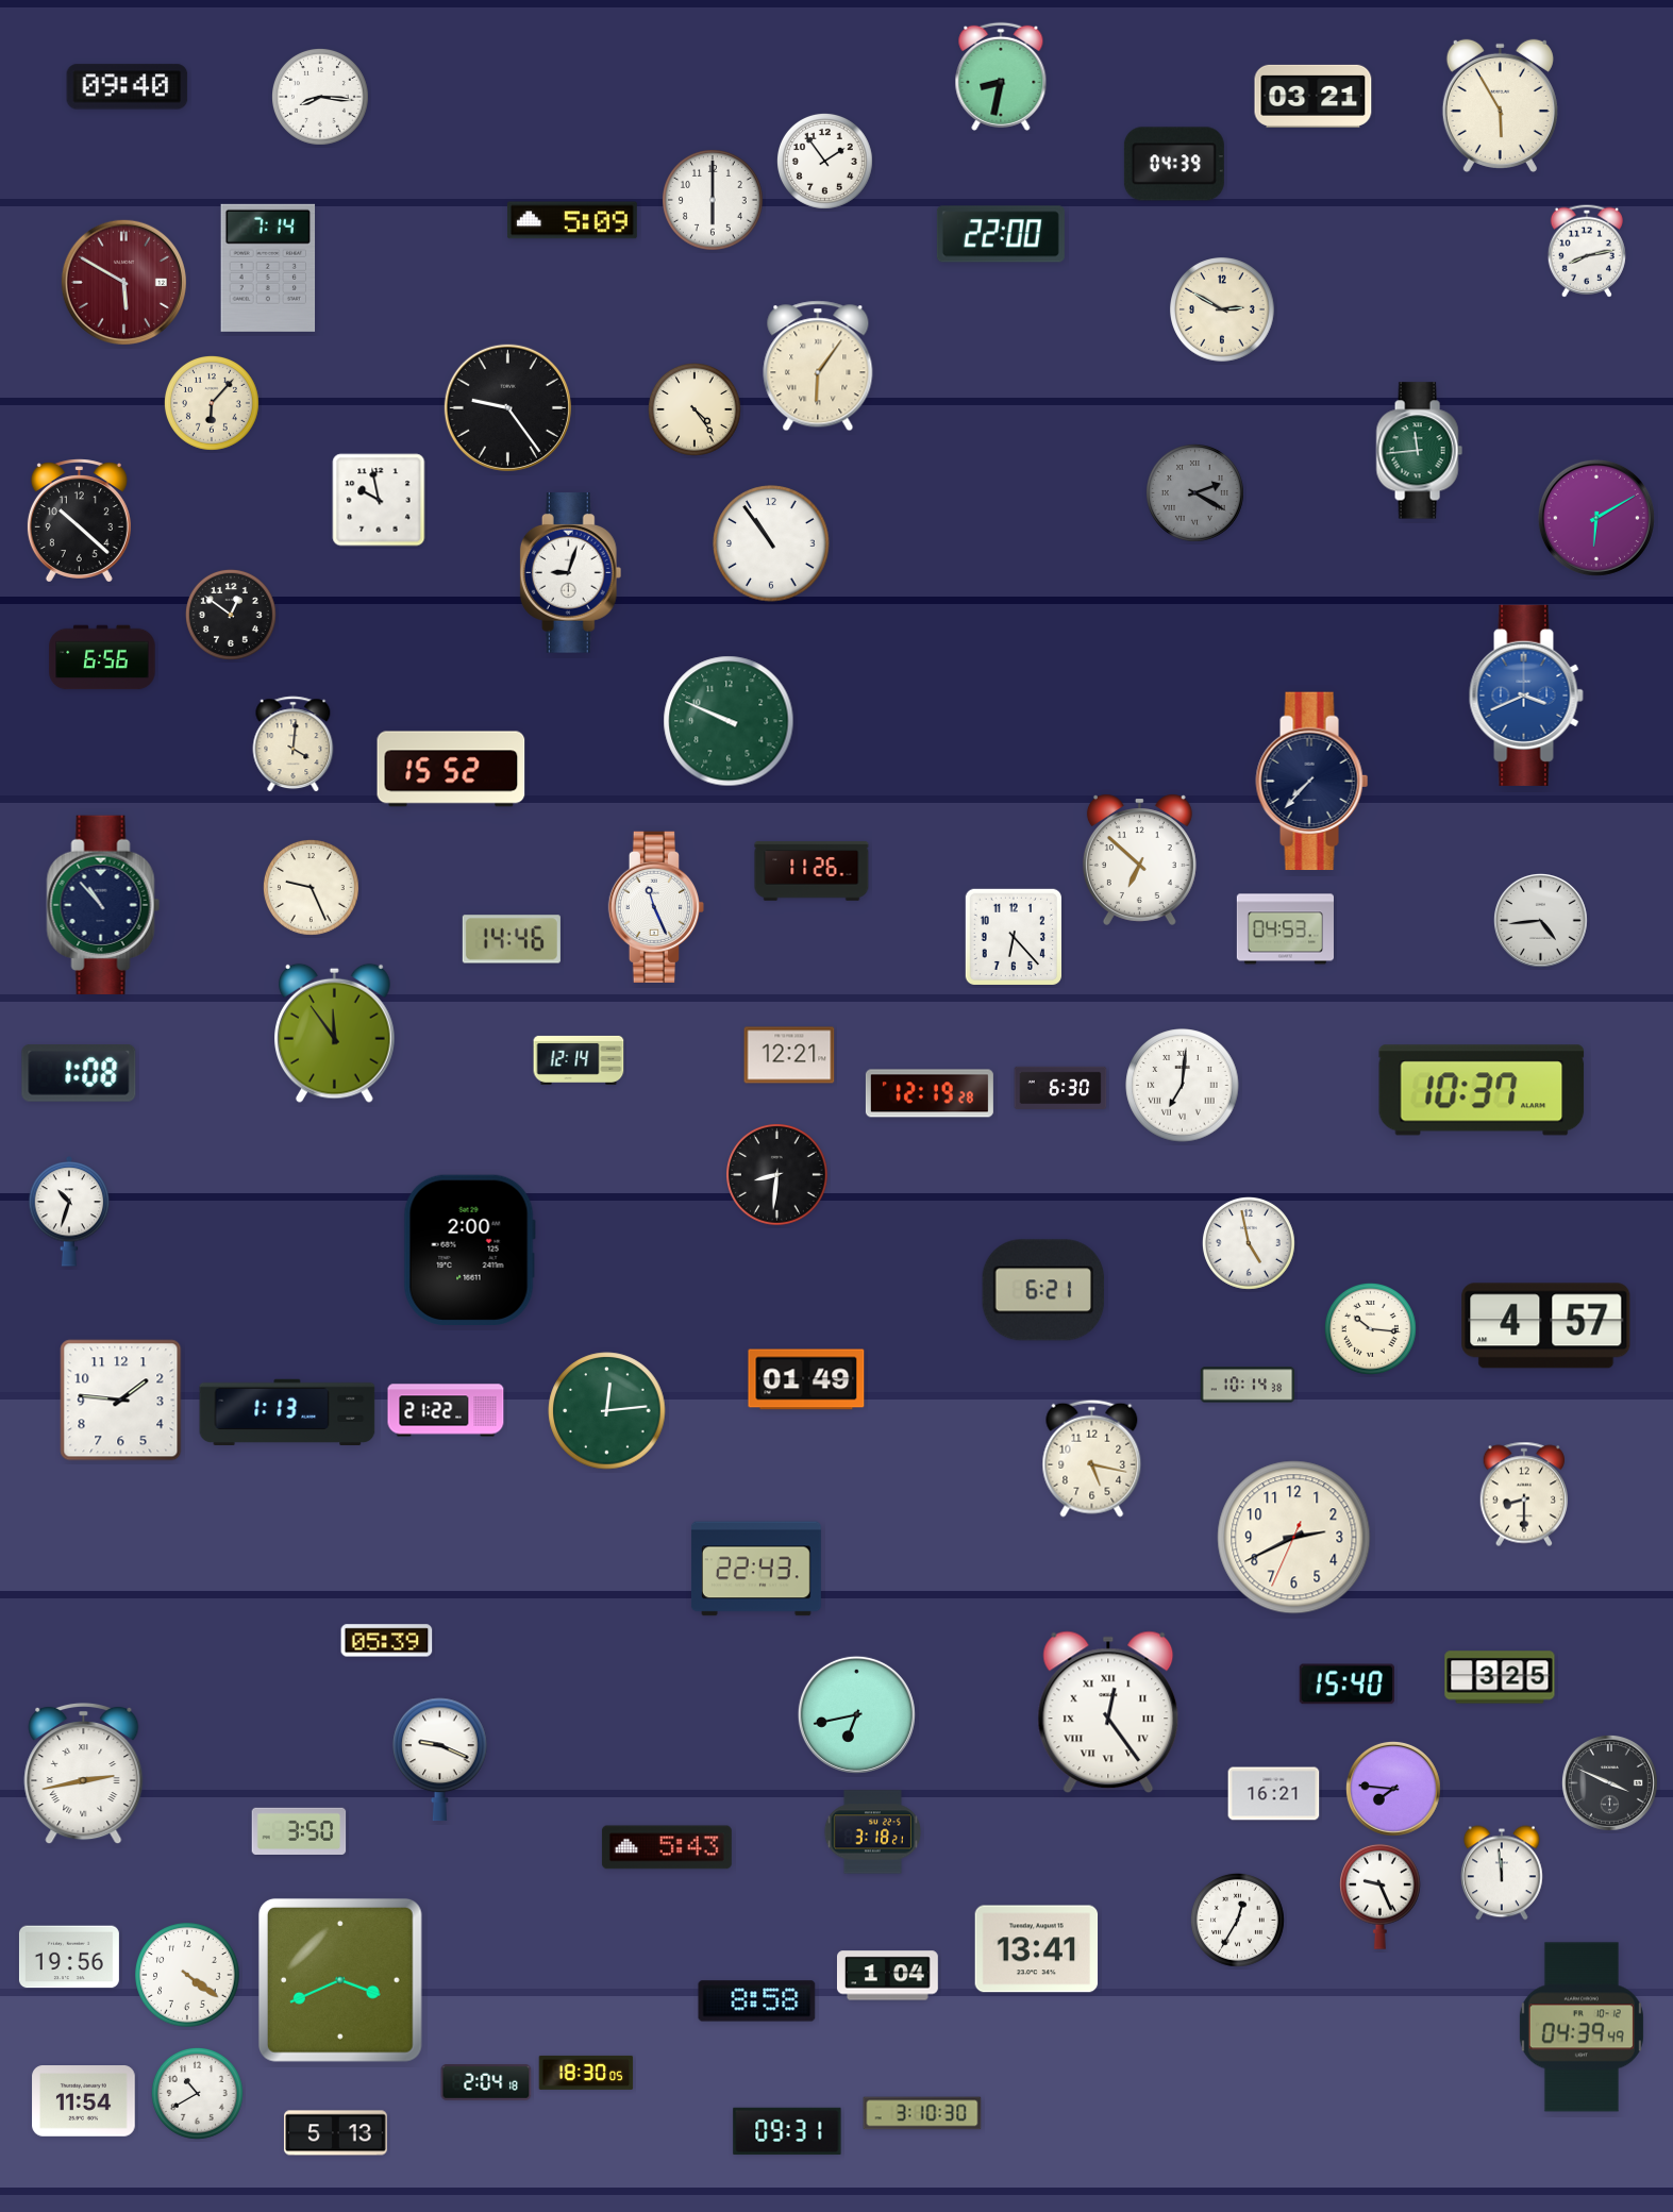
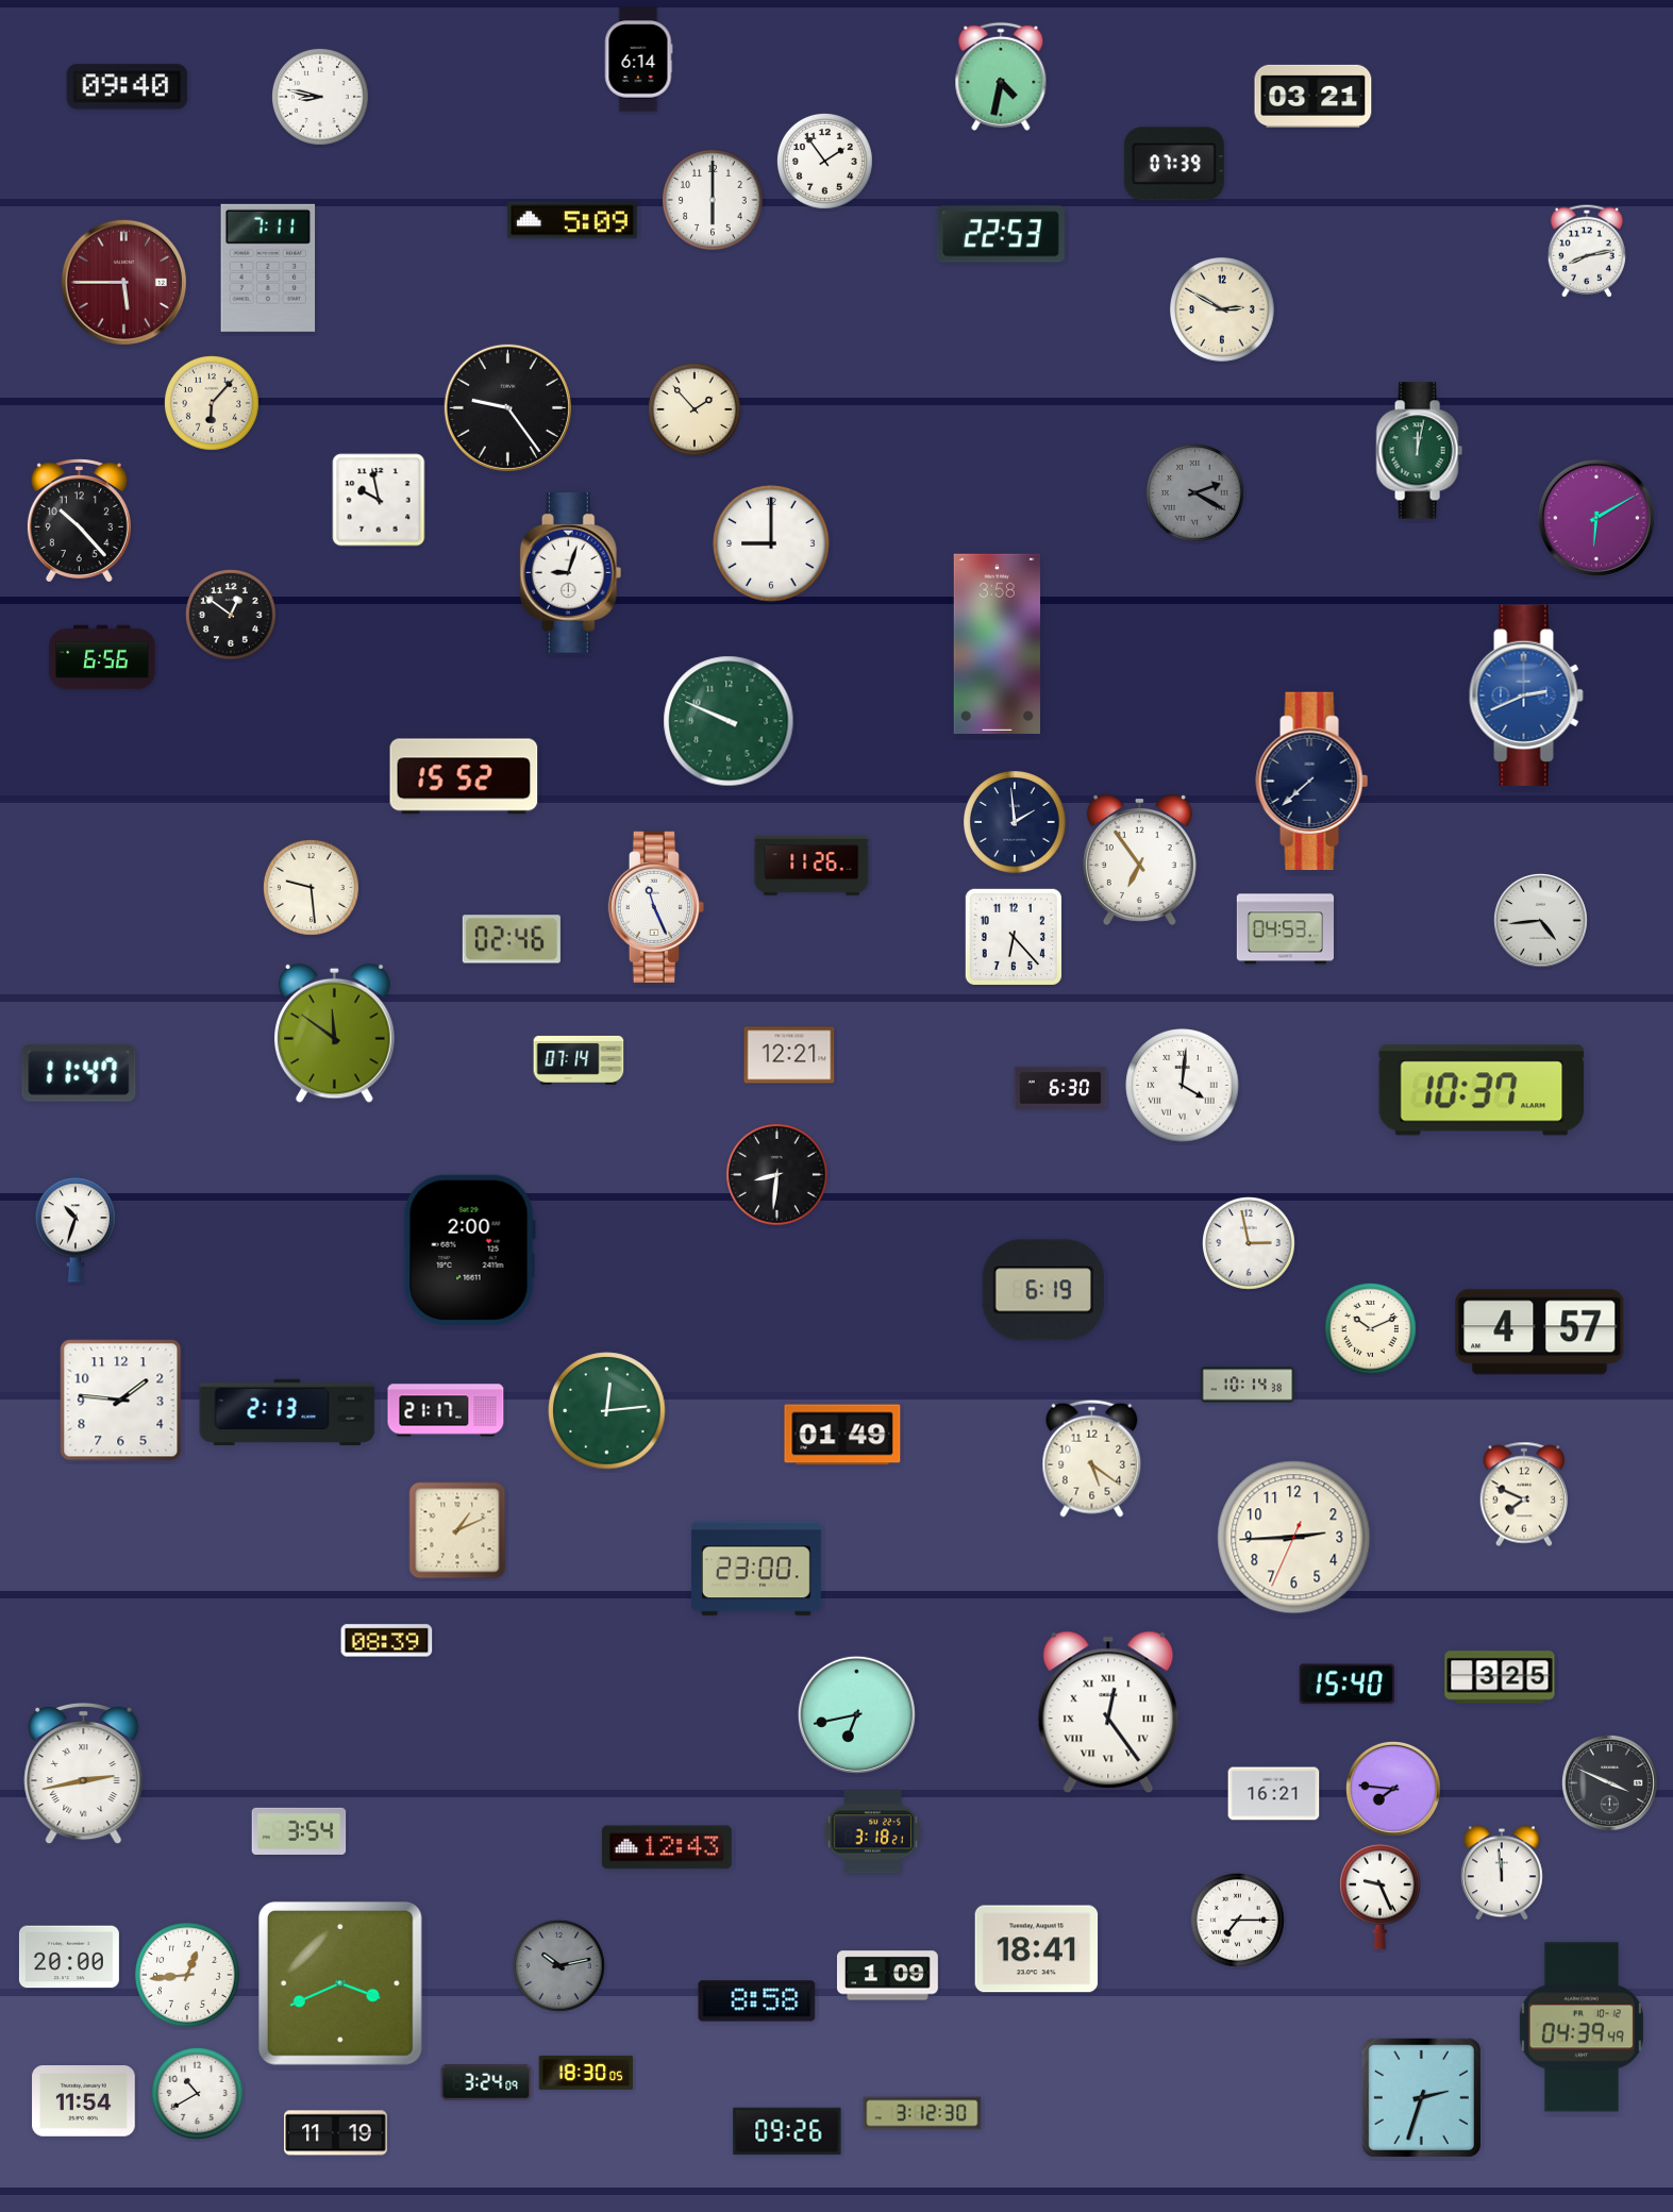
clock at (638, 60): none -> 6:14
clock at (1001, 77): 8:32 -> 4:32
clock at (321, 98): 8:16 -> 8:47
clock at (1500, 105): 5:55 -> none
clock at (1174, 164): 04:39 -> 07:39
clock at (1001, 234): 22:00 -> 22:53
clock at (268, 268): 7:14 -> 7:11
clock at (123, 282): 5:50 -> 5:45
clock at (818, 366): 6:06 -> none
clock at (695, 409): 4:24 -> 1:53
clock at (1419, 451): 11:44 -> 12:02
clock at (79, 521): 10:22 -> 10:23
clock at (771, 543): 10:54 -> 9:00
clock at (997, 643): none -> 3:58
clock at (1526, 696): 3:41 -> 2:41
clock at (294, 744): 4:01 -> none
clock at (451, 769) position: (451, 769) -> (464, 776)
clock at (1312, 782): 7:37 -> 7:38
clock at (1016, 823): none -> 1:59
clock at (1139, 859): 6:52 -> 6:54
clock at (812, 871) position: (812, 871) -> (812, 866)
clock at (311, 887): 9:26 -> 9:29
clock at (103, 904): 10:53 -> none
clock at (512, 939): 14:46 -> 02:46
clock at (335, 1033): 11:54 -> 11:51
clock at (579, 1060): 12:14 -> 07:14
clock at (79, 1074): 1:08 -> 11:47
clock at (1183, 1086): 7:01 -> 4:01
clock at (930, 1093): 12:19 -> none
clock at (69, 1211) position: (69, 1211) -> (76, 1227)
clock at (1249, 1243): 4:58 -> 2:58
clock at (1043, 1290): 6:21 -> 6:19
clock at (1546, 1326) position: (1546, 1326) -> (1540, 1333)
clock at (1370, 1328): 10:16 -> 10:11
clock at (806, 1379) position: (806, 1379) -> (842, 1435)
clock at (446, 1410): 21:22 -> 21:17
clock at (287, 1411): 1:13 -> 2:13
clock at (1092, 1458): 5:17 -> 5:21
clock at (1523, 1494): 8:30 -> 7:49
clock at (457, 1530): none -> 1:11
clock at (1294, 1538): 2:40 -> 2:44
clock at (756, 1569): 22:43 -> 23:00
clock at (387, 1641): 05:39 -> 08:39
clock at (440, 1760): 9:19 -> none
clock at (299, 1830): 3:50 -> 3:54
clock at (667, 1847): 5:43 -> 12:43
clock at (1237, 1920): 12:35 -> 7:15
clock at (1037, 1949): 13:41 -> 18:41
clock at (69, 1957): 19:56 -> 20:00
clock at (558, 1965): none -> 10:13
clock at (187, 1975): 4:21 -> 12:44
clock at (887, 1976): 1:04 -> 1:09
clock at (340, 1980) position: (340, 1980) -> (340, 1983)
clock at (486, 2082): 2:04 -> 3:24
clock at (1421, 2097): none -> 2:33
clock at (922, 2113): 3:10 -> 3:12
clock at (787, 2131): 09:31 -> 09:26
clock at (336, 2133): 5:13 -> 11:19
